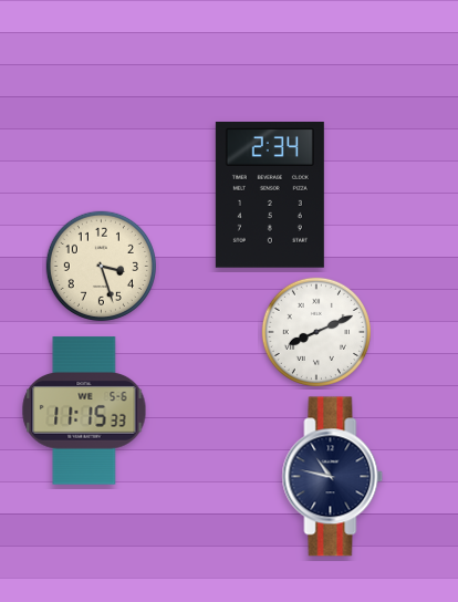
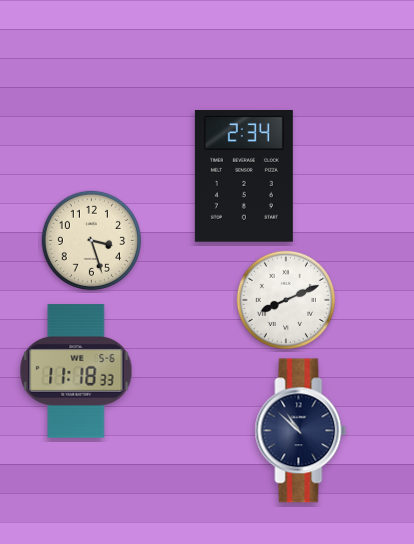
clock at (84, 411): 11:15 -> 11:18
clock at (333, 477): 10:47 -> 10:52
